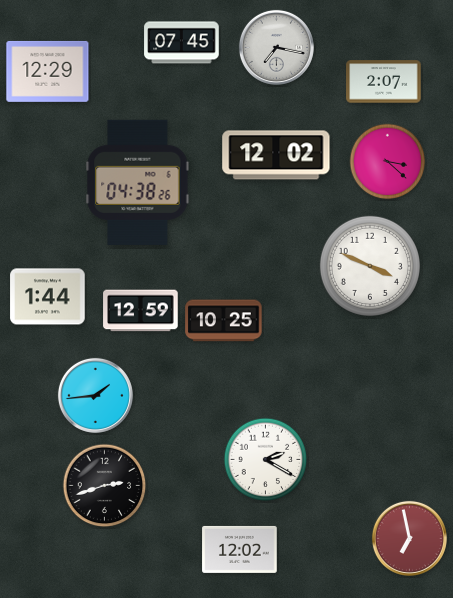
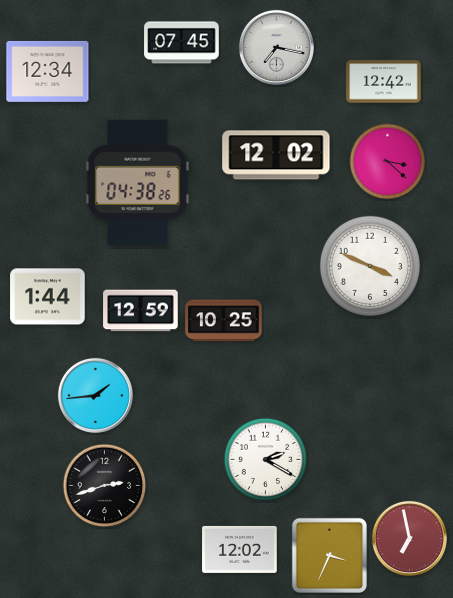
clock at (48, 71): 12:29 -> 12:34
clock at (384, 82): 2:07 -> 12:42
clock at (329, 555): none -> 3:34
